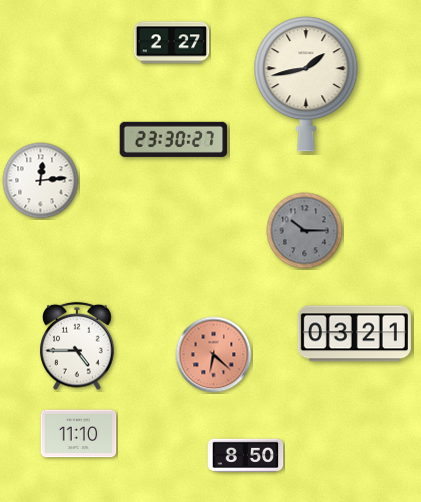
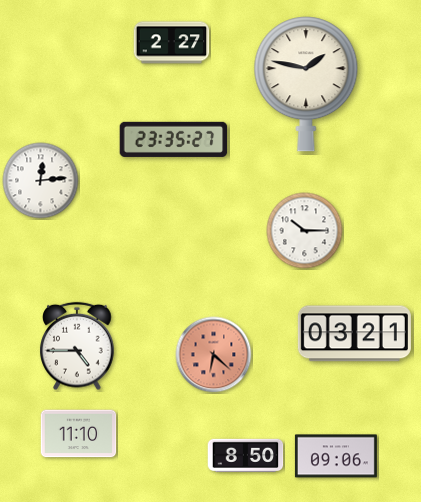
clock at (306, 84): 1:43 -> 1:47
clock at (174, 139): 23:30 -> 23:35
clock at (305, 231) dial: grey -> white
clock at (336, 456): none -> 09:06
